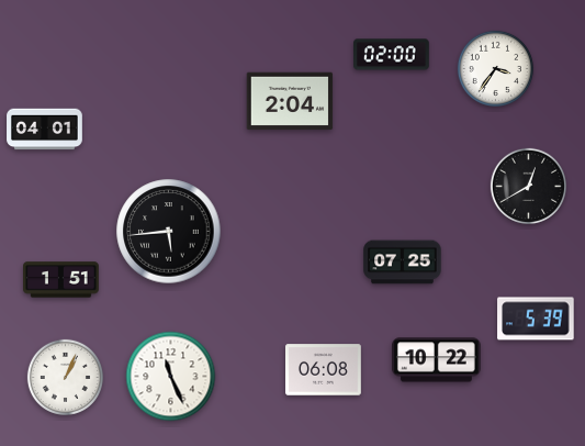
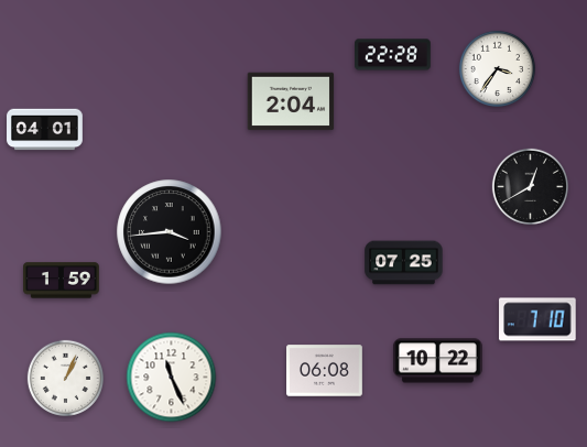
clock at (392, 55): 02:00 -> 22:28
clock at (169, 232): 5:44 -> 3:44
clock at (61, 280): 1:51 -> 1:59
clock at (536, 319): 5:39 -> 7:10
